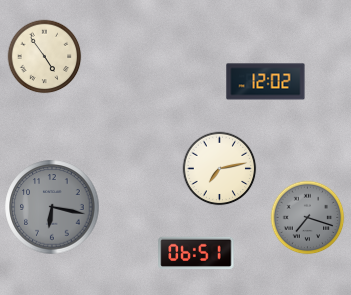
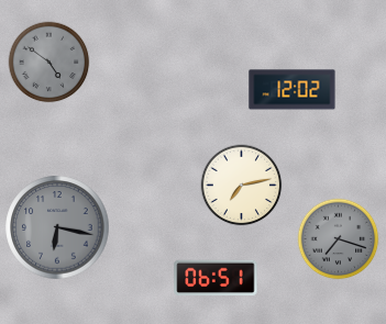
clock at (45, 57): 4:54 -> 4:51
clock at (45, 57) dial: cream -> grey
